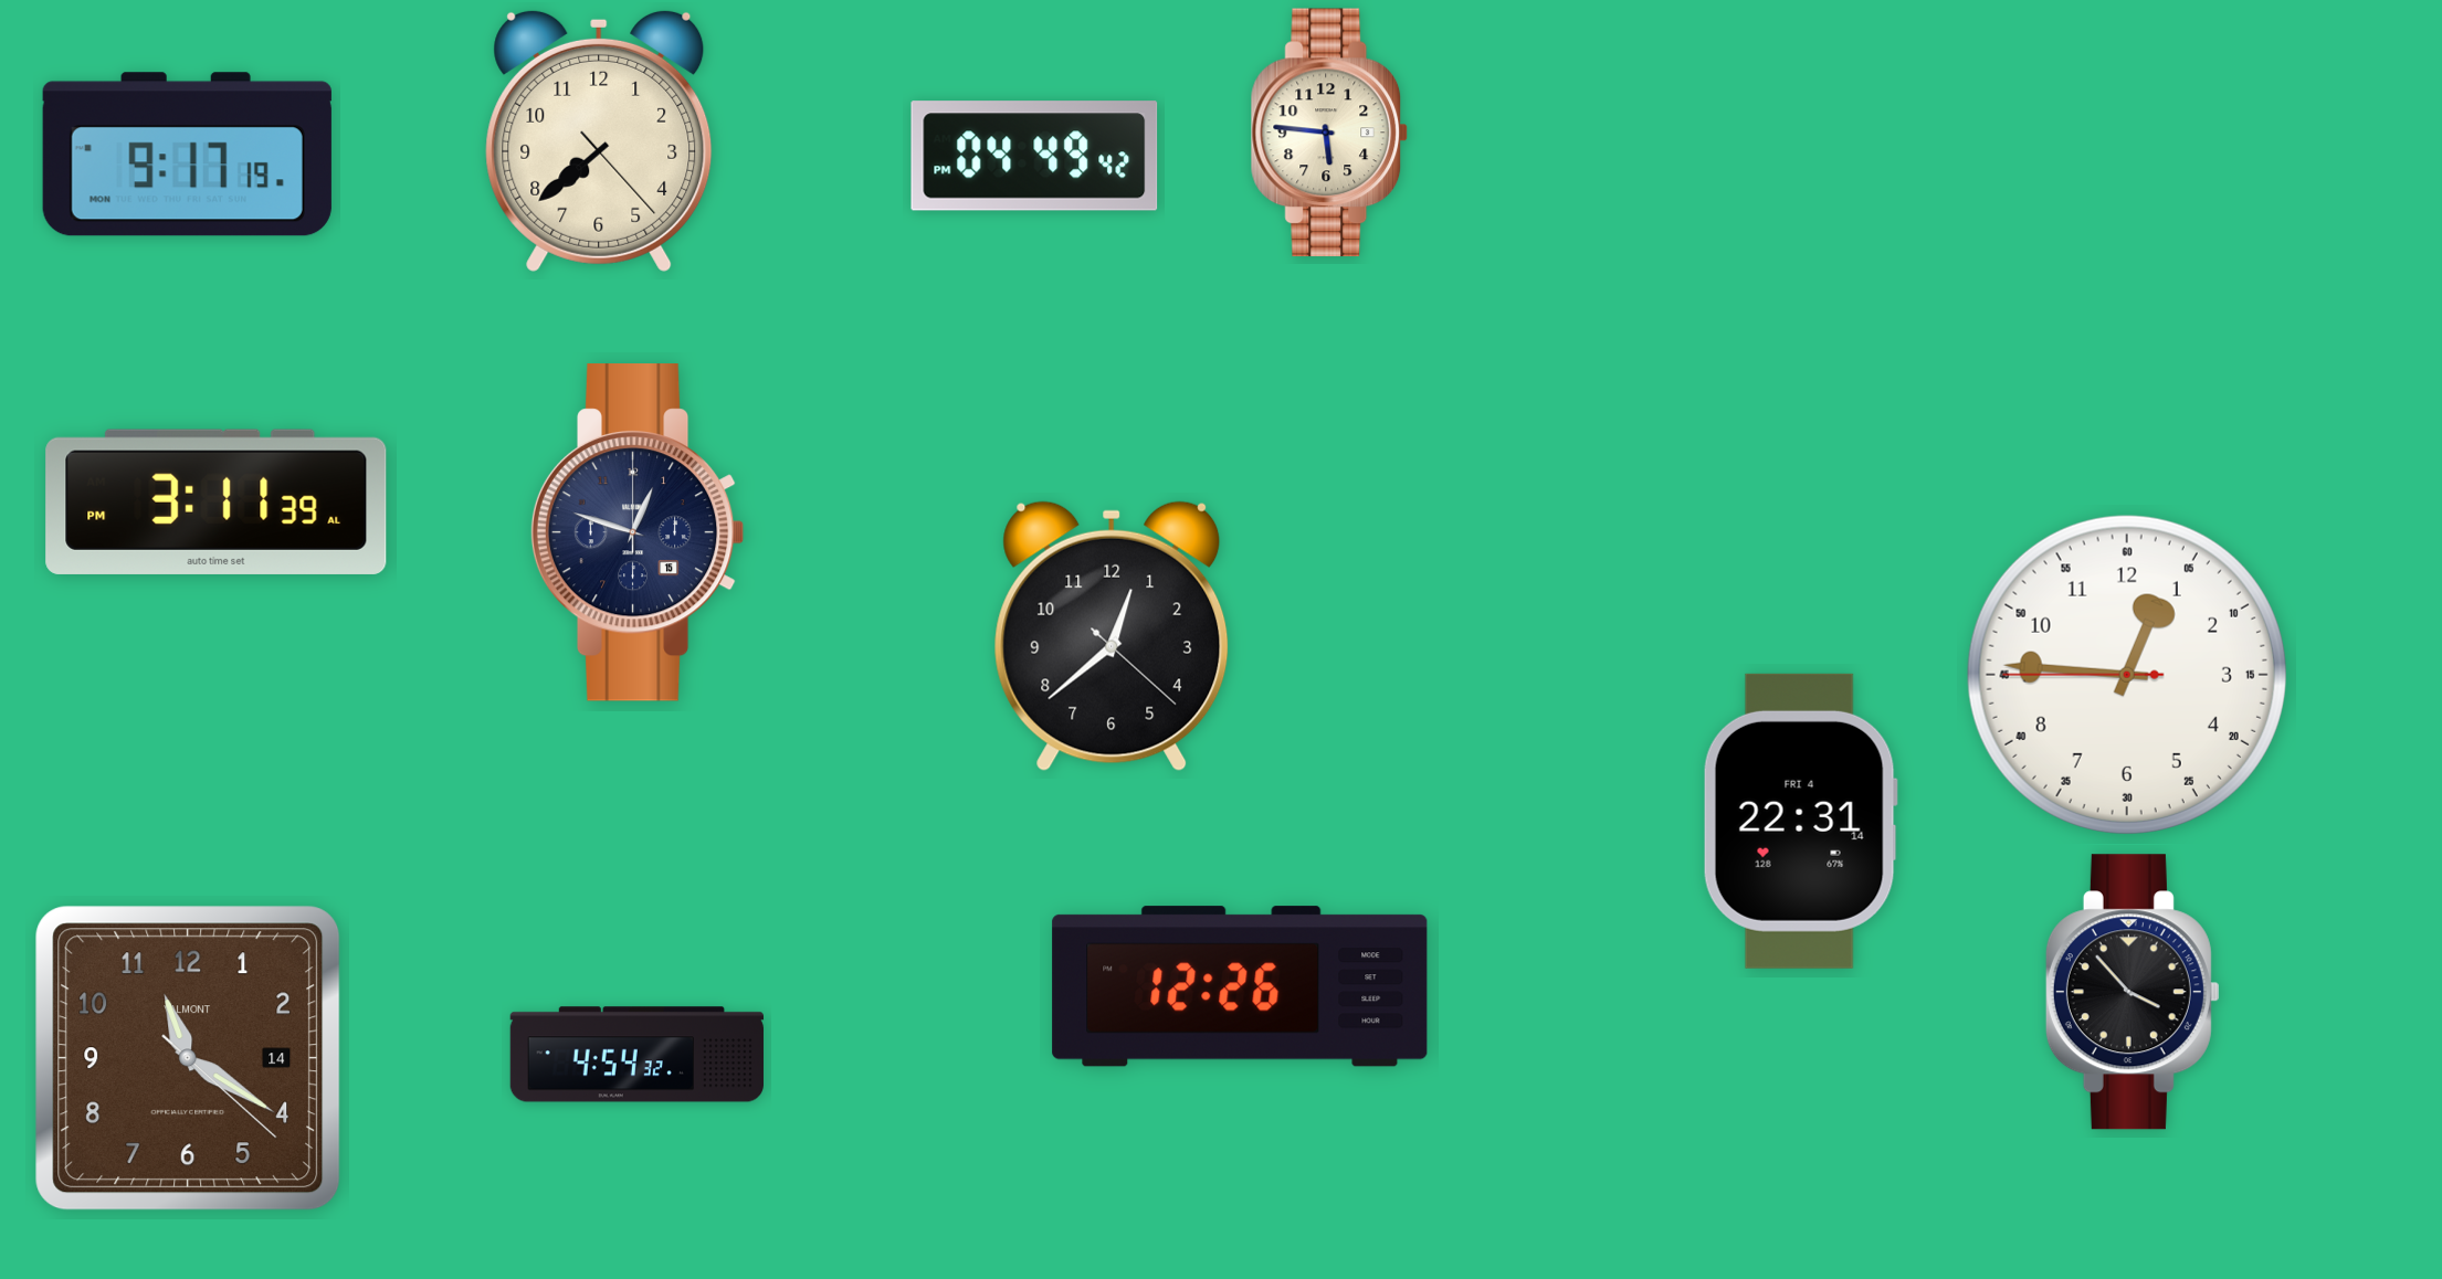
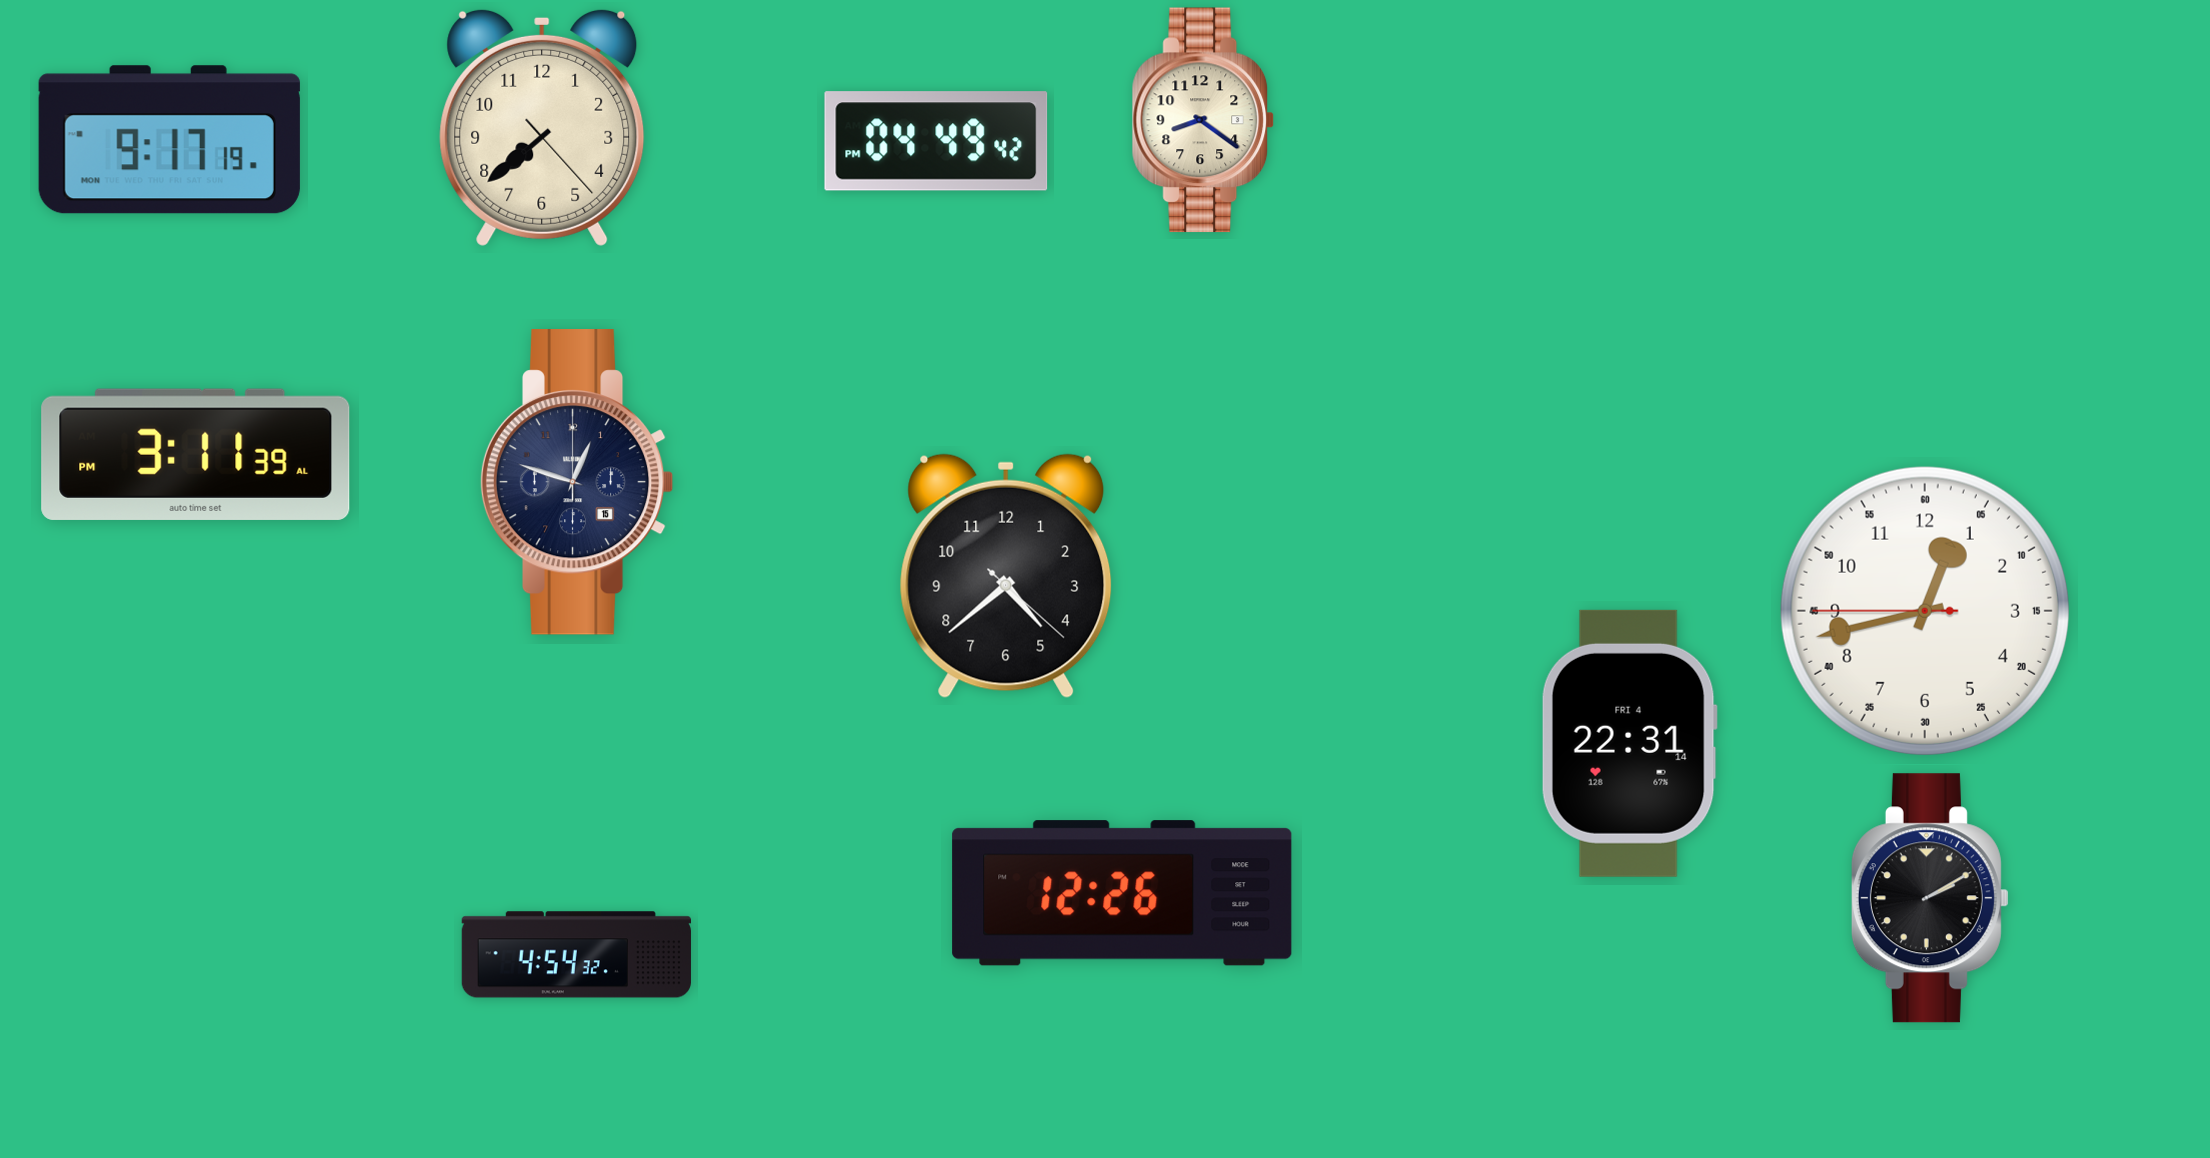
clock at (1329, 133): 5:46 -> 8:21
clock at (1112, 636): 12:38 -> 4:38
clock at (2127, 675): 12:45 -> 12:42
clock at (2133, 992): 3:53 -> 2:10
clock at (188, 1058): 11:20 -> none
